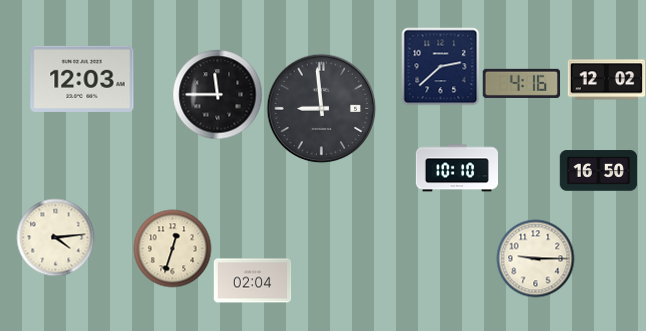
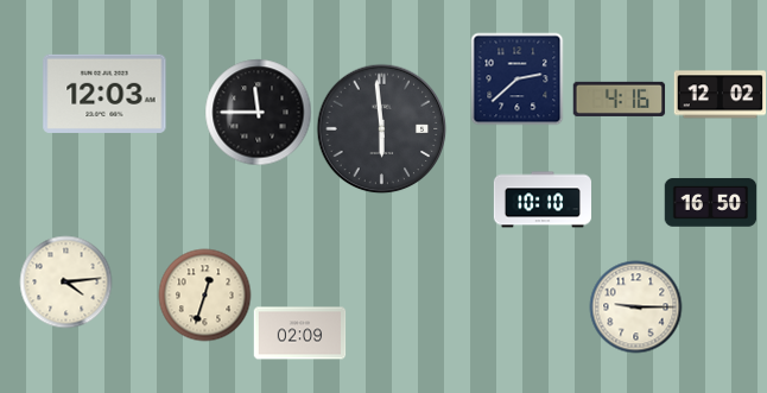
clock at (440, 66) position: (440, 66) -> (516, 78)
clock at (82, 79) position: (82, 79) -> (104, 94)
clock at (321, 108): 8:59 -> 5:59
clock at (252, 281): 02:04 -> 02:09
